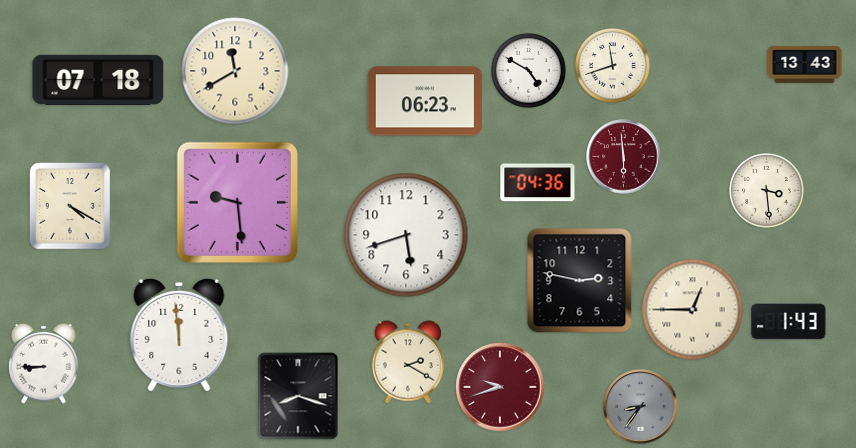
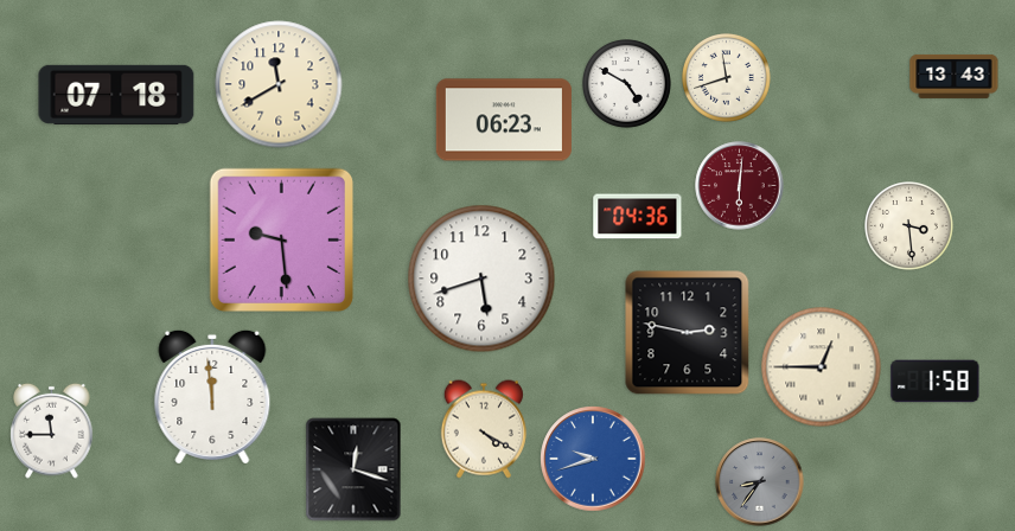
clock at (624, 157): 5:59 -> 6:01
clock at (71, 207): 4:20 -> none
clock at (789, 322): 1:43 -> 1:58
clock at (408, 362): 2:20 -> 4:20
clock at (44, 363): 8:45 -> 11:45
clock at (500, 387) dial: burgundy -> blue
clock at (298, 396): 8:18 -> 12:18
